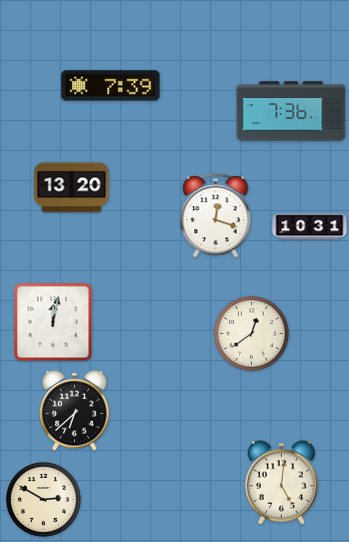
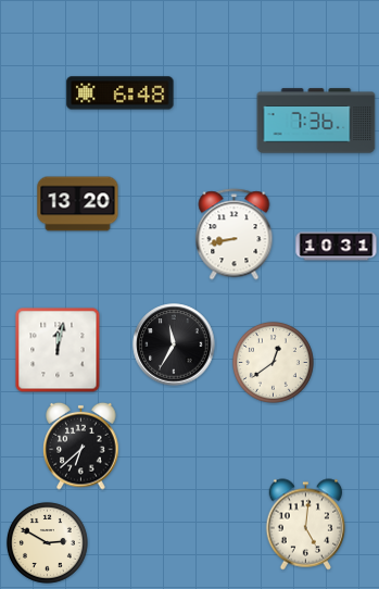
clock at (111, 86): 7:39 -> 6:48
clock at (216, 216): 12:18 -> 8:43
clock at (174, 344): none -> 11:35
